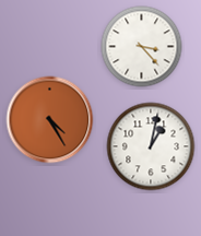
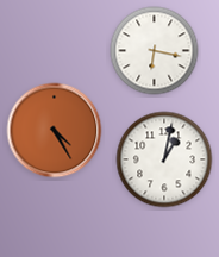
clock at (142, 47): 3:23 -> 6:17
